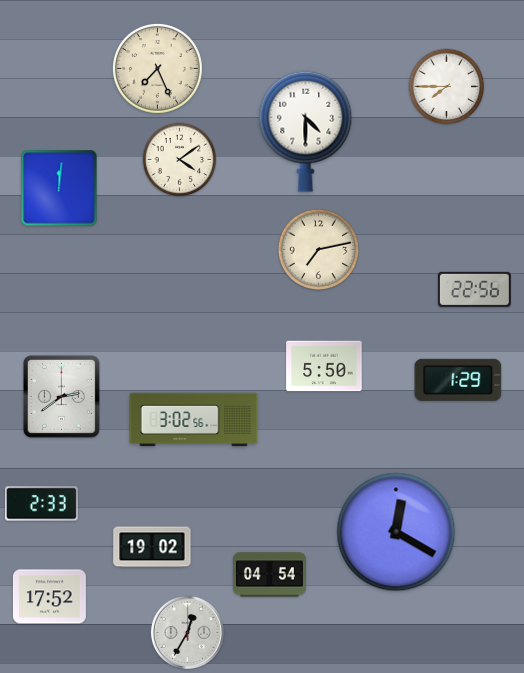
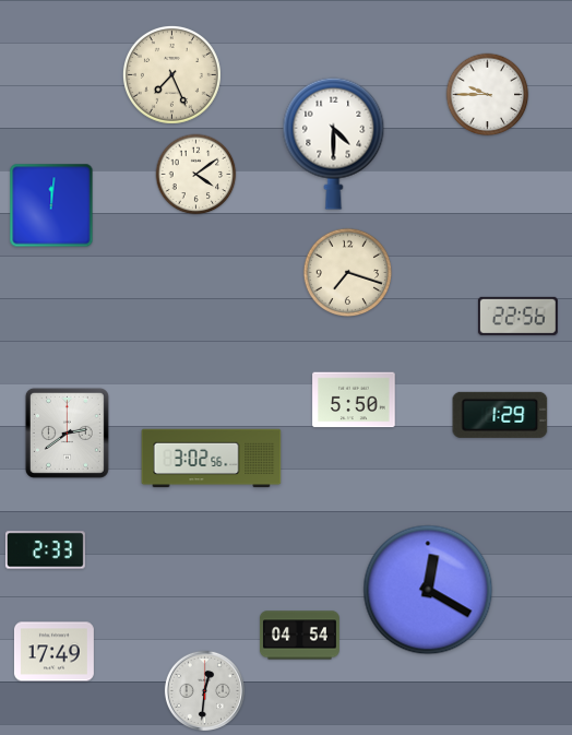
clock at (447, 87): 7:45 -> 9:45
clock at (59, 188) position: (59, 188) -> (51, 205)
clock at (318, 249): 7:13 -> 7:18
clock at (396, 532) position: (396, 532) -> (428, 590)
clock at (152, 547): 19:02 -> none
clock at (269, 575) position: (269, 575) -> (299, 636)
clock at (49, 597): 17:52 -> 17:49
clock at (187, 632): 12:35 -> 12:31
